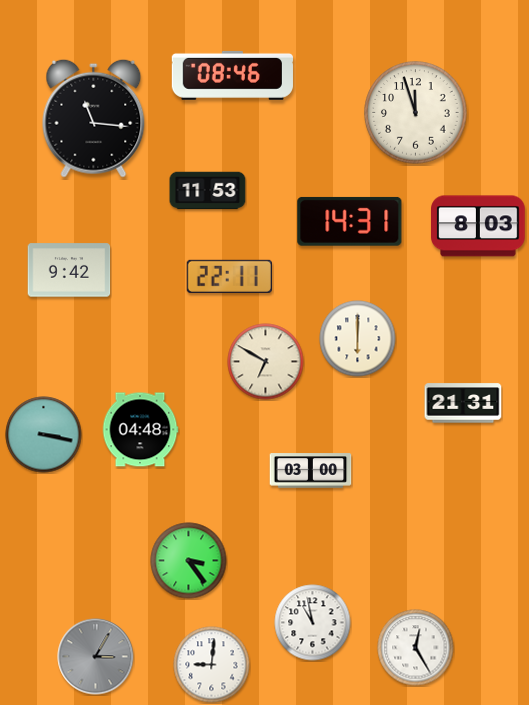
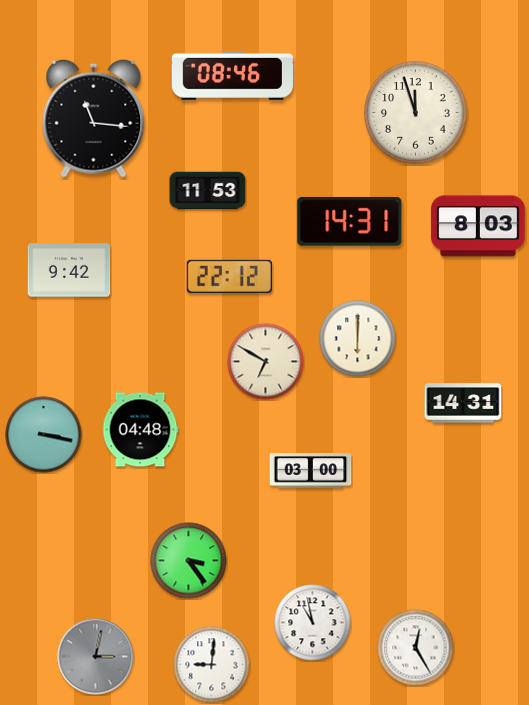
clock at (229, 276): 22:11 -> 22:12
clock at (463, 403): 21:31 -> 14:31
clock at (96, 657): 3:05 -> 3:02
